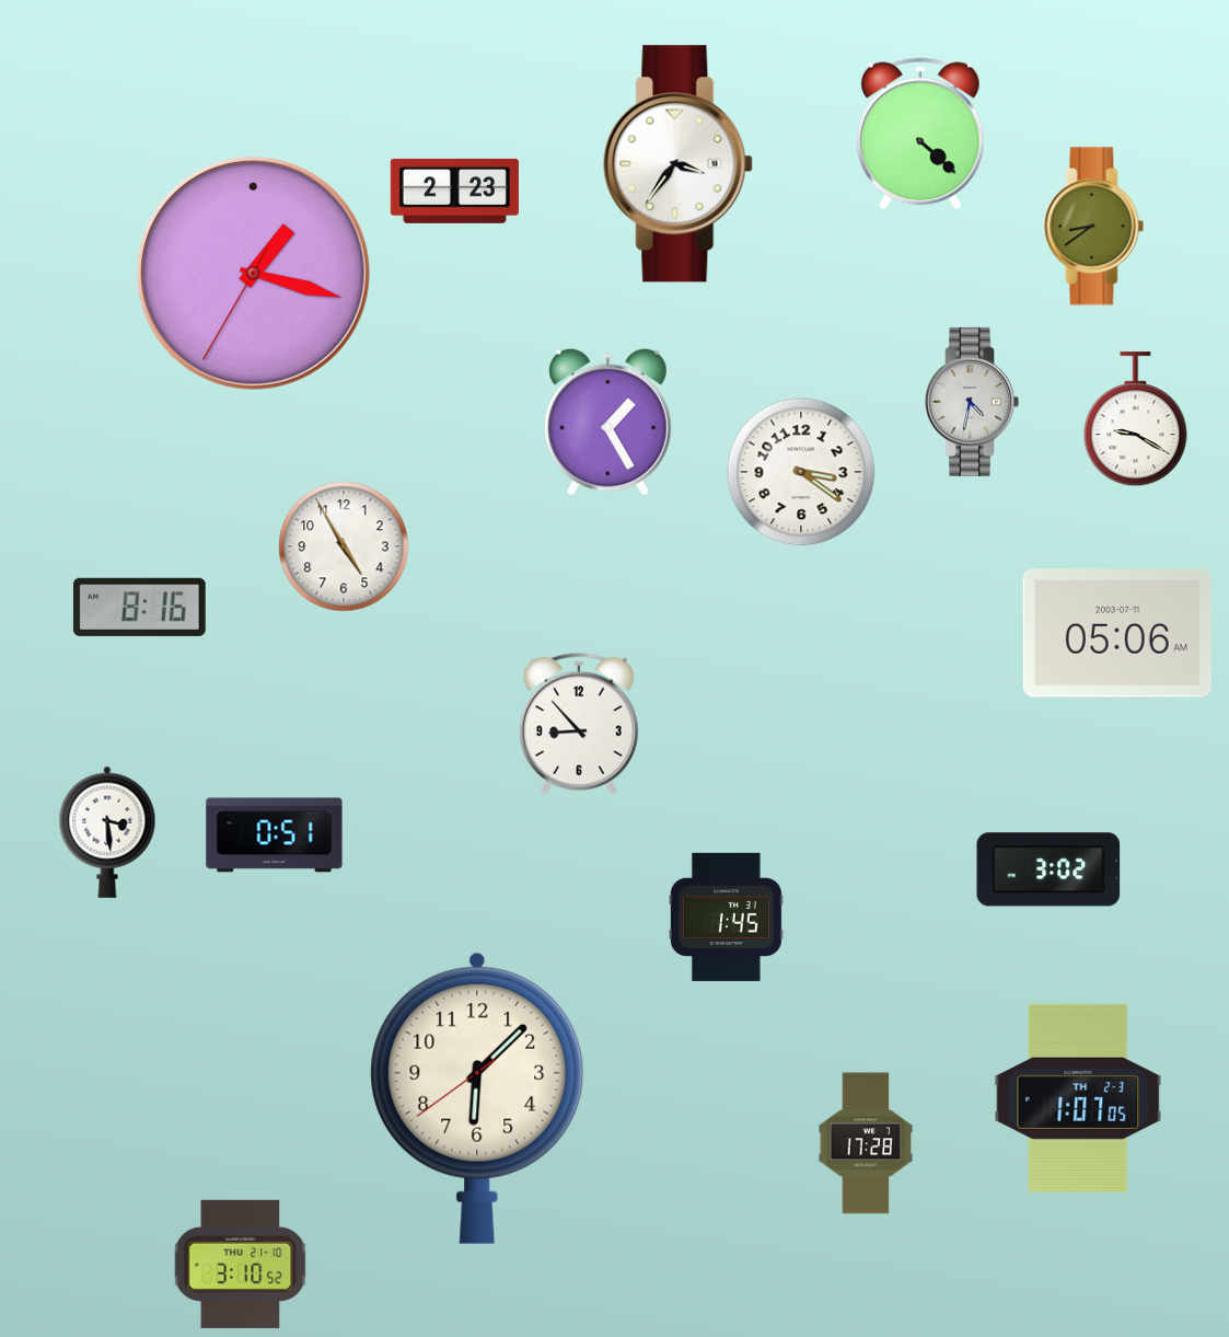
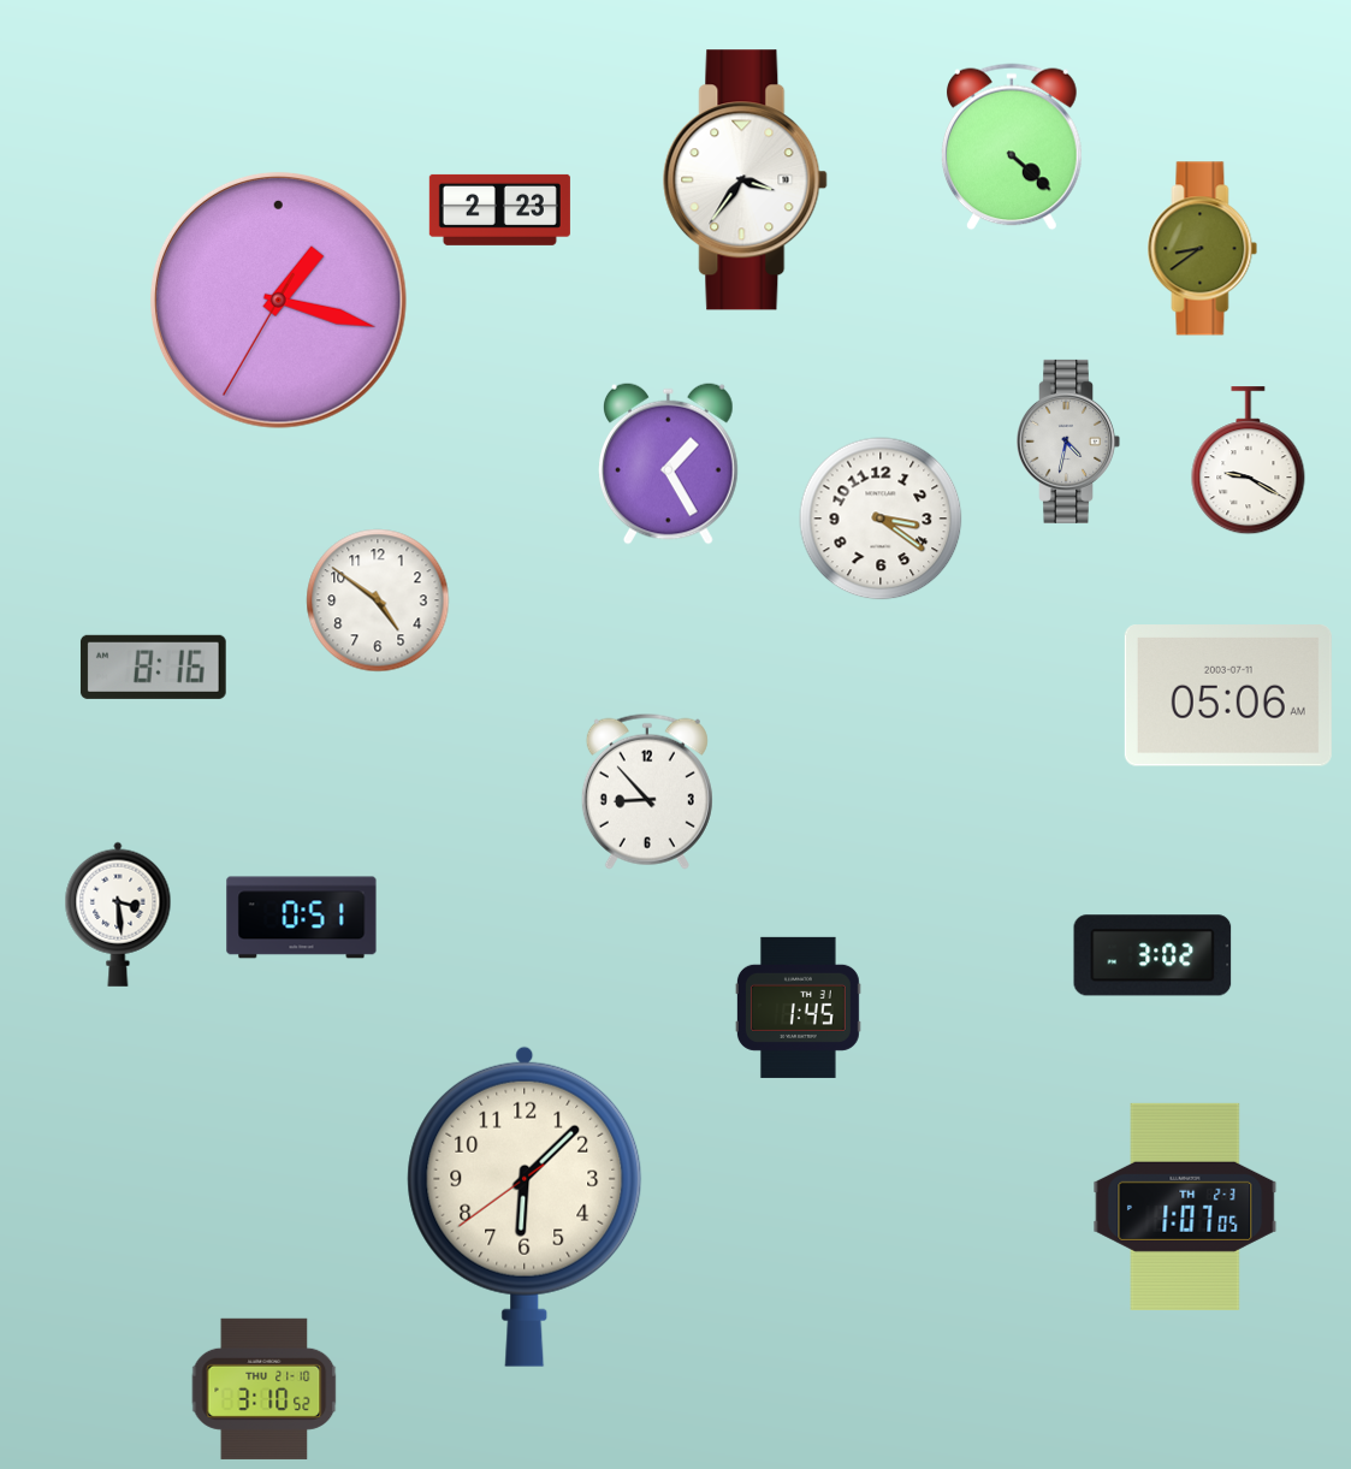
clock at (344, 546): 4:55 -> 4:51
clock at (579, 724) position: (579, 724) -> (647, 792)
clock at (866, 1143): 17:28 -> none
